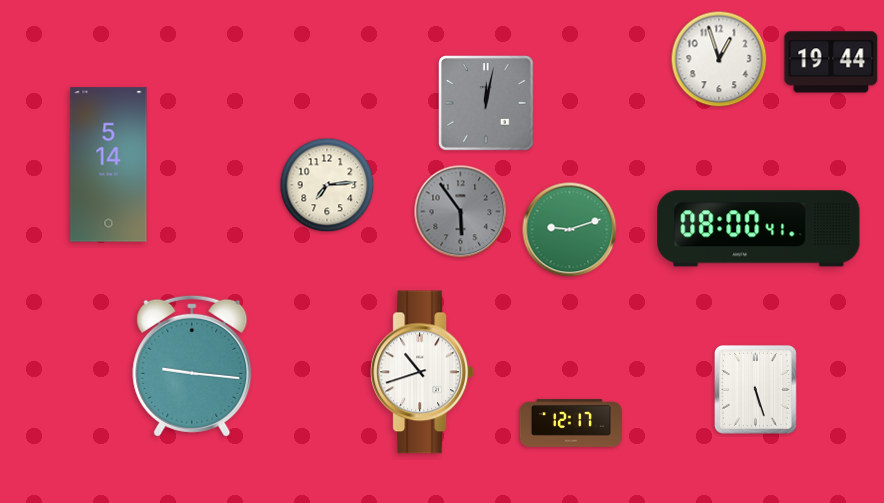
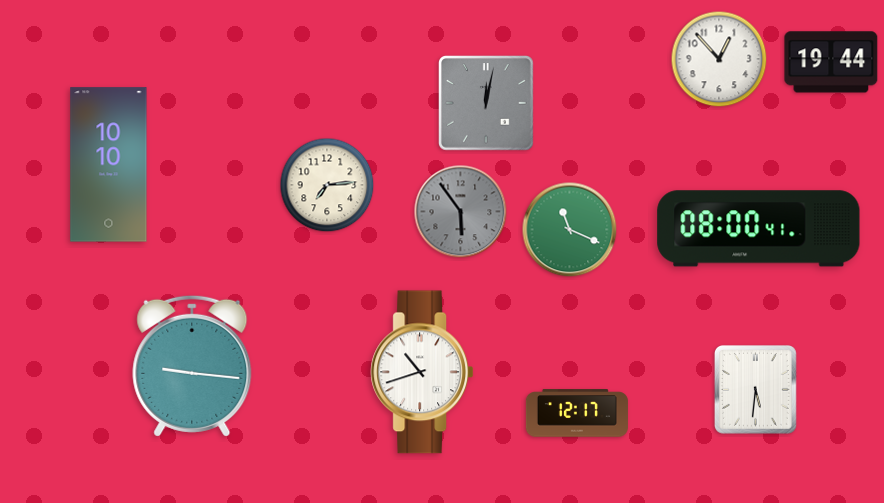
clock at (719, 59): 12:57 -> 12:53
clock at (109, 165): 5:14 -> 10:10
clock at (570, 230): 9:12 -> 11:19
clock at (756, 390): 5:27 -> 5:31
clock at (571, 423) position: (571, 423) -> (577, 413)
